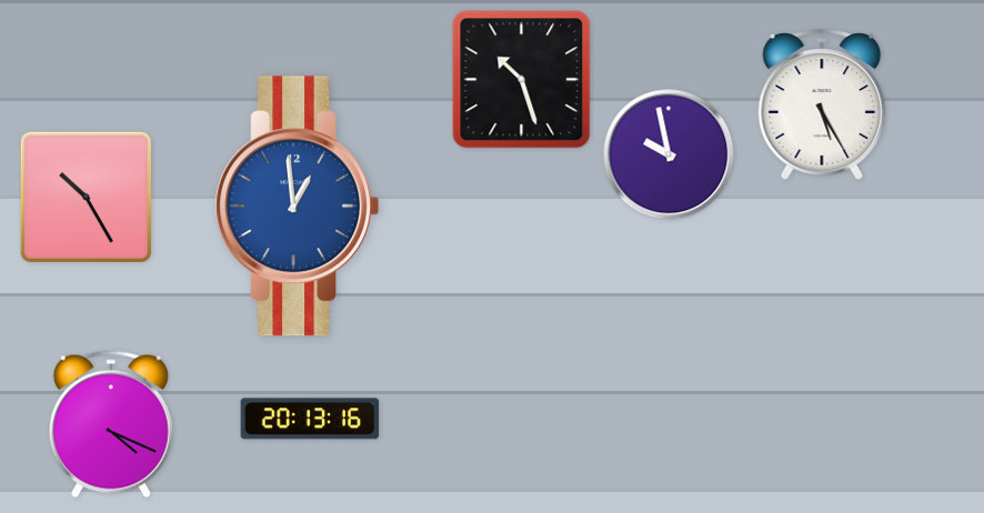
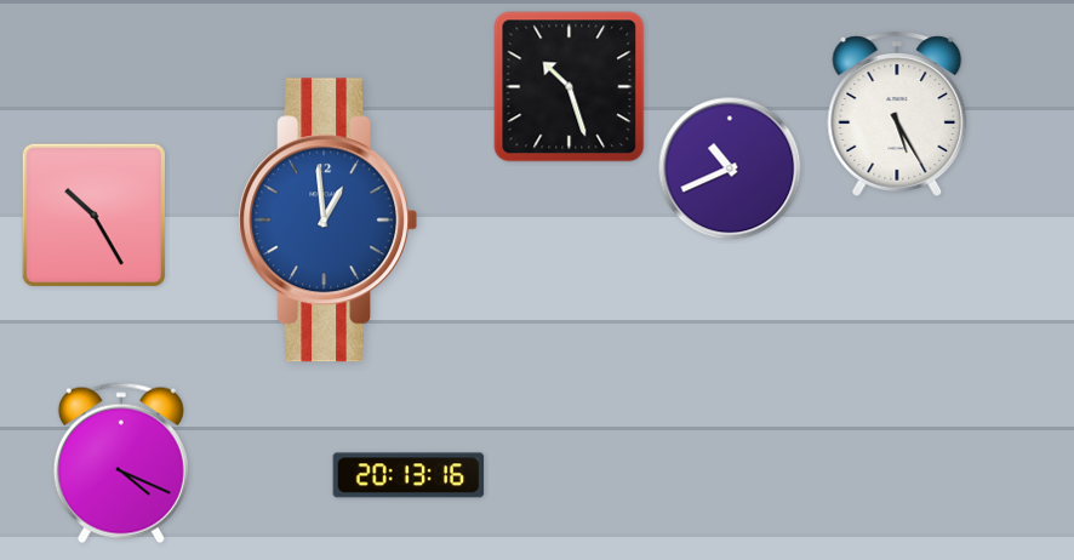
clock at (669, 154): 9:58 -> 10:41
clock at (297, 207) position: (297, 207) -> (327, 221)
clock at (310, 419) position: (310, 419) -> (409, 475)
